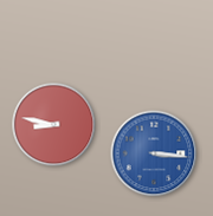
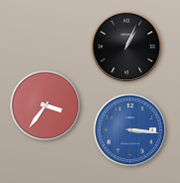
clock at (127, 47): none -> 1:04
clock at (54, 125): 8:47 -> 3:36
